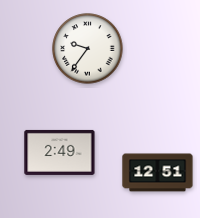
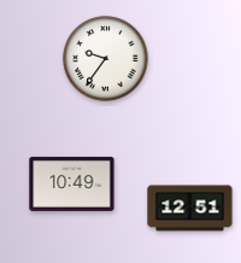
clock at (60, 152): 2:49 -> 10:49
